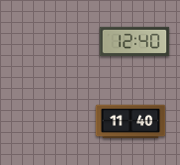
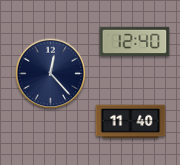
clock at (51, 74): none -> 12:23
